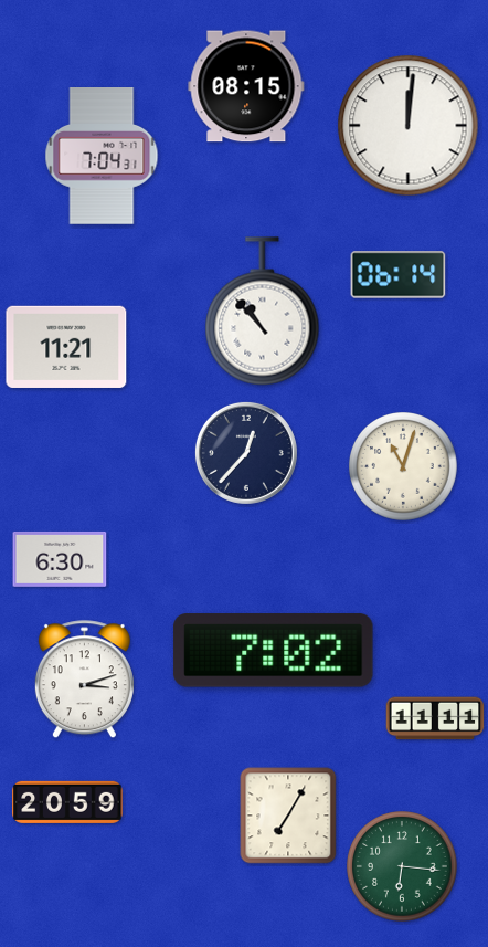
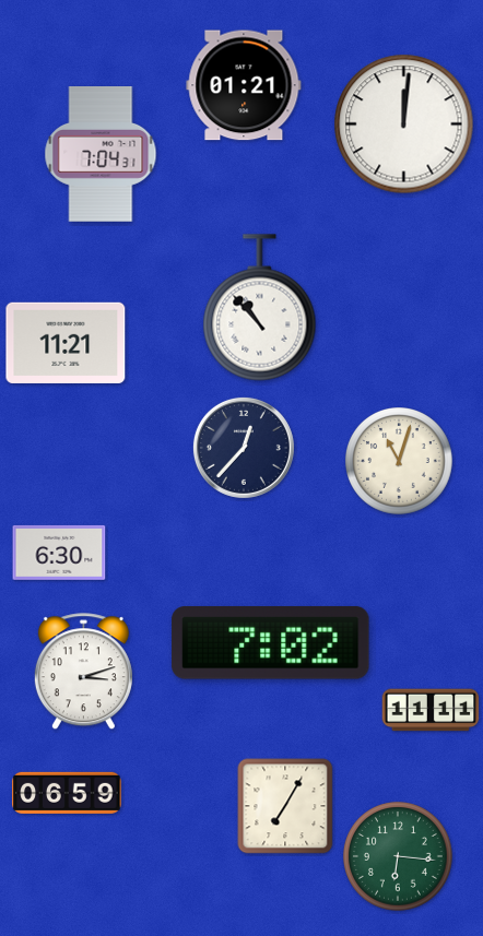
clock at (246, 86): 08:15 -> 01:21
clock at (399, 275): 06:14 -> none
clock at (67, 802): 20:59 -> 06:59
